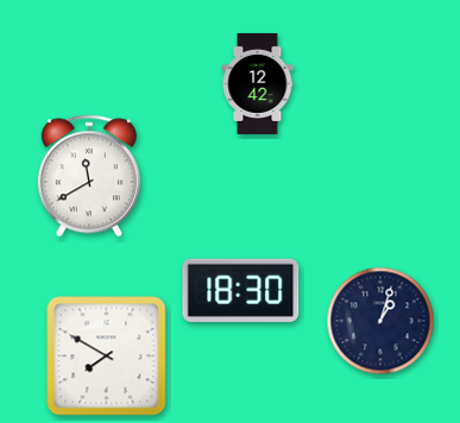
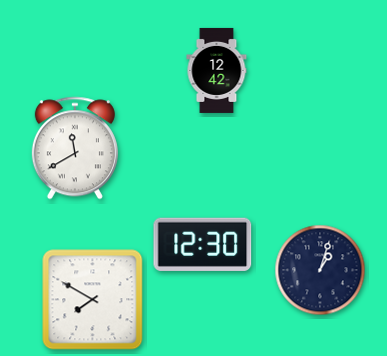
clock at (241, 290): 18:30 -> 12:30
clock at (107, 356) position: (107, 356) -> (93, 300)
